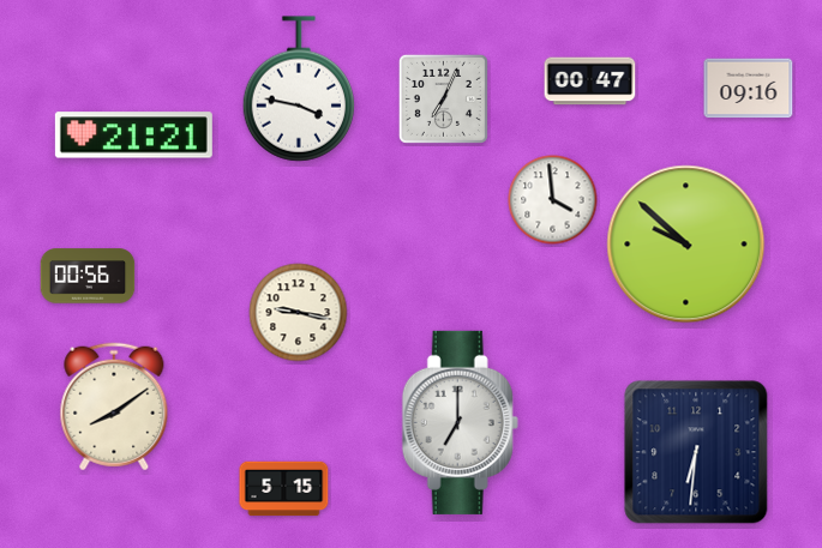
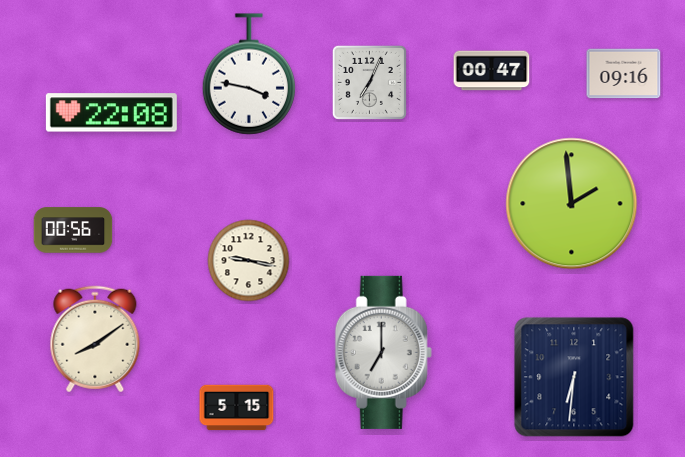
clock at (590, 82) position: (590, 82) -> (492, 71)
clock at (133, 136): 21:21 -> 22:08
clock at (553, 200): 3:59 -> none
clock at (686, 245): 9:52 -> 1:59
clock at (696, 452) position: (696, 452) -> (574, 377)
